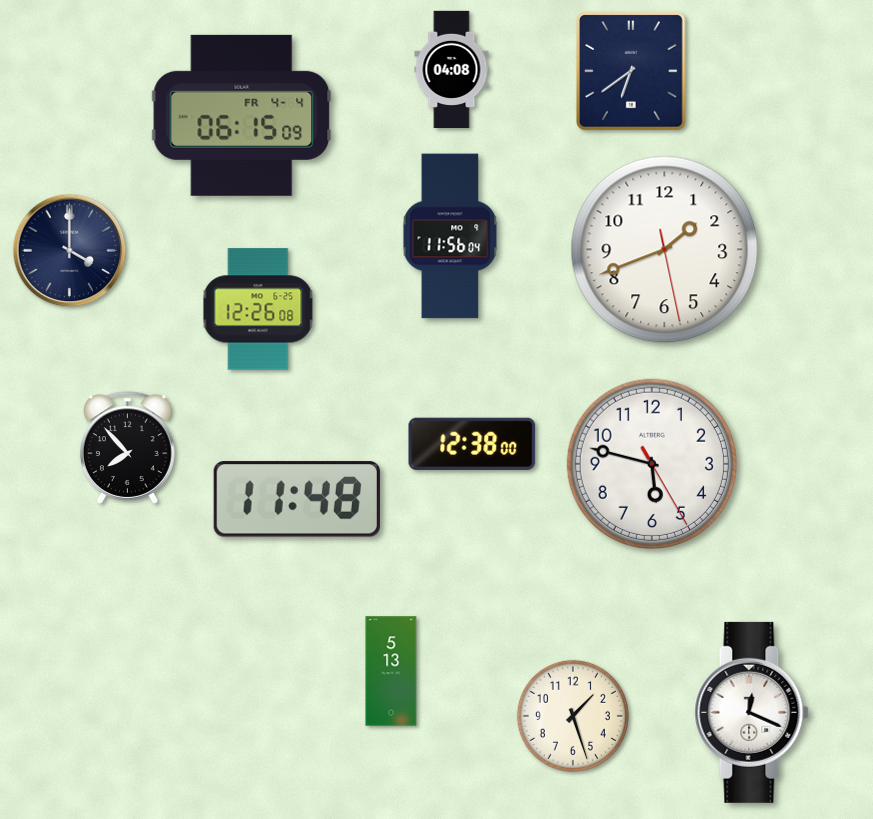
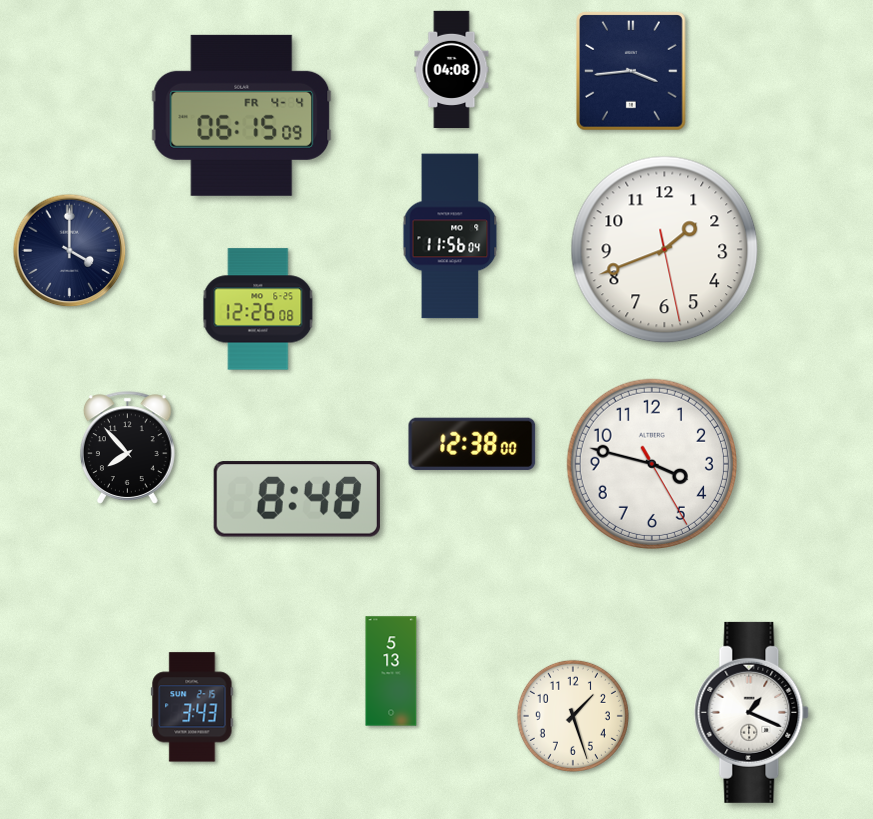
clock at (632, 71): 6:39 -> 3:44
clock at (652, 464): 5:47 -> 3:47
clock at (297, 499): 11:48 -> 8:48
clock at (192, 707): none -> 3:43
clock at (752, 712): 12:19 -> 1:19
